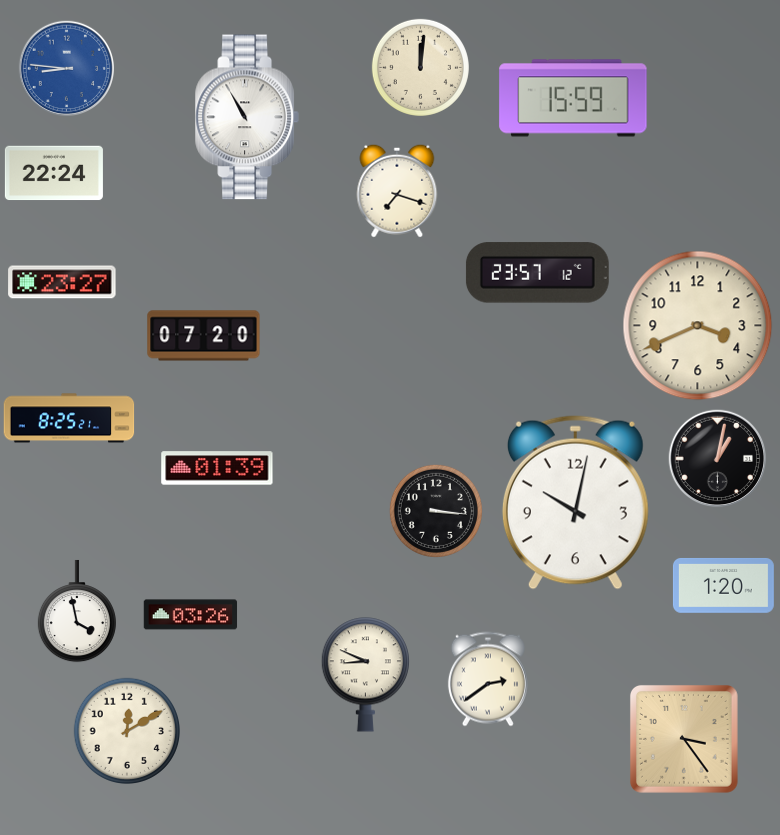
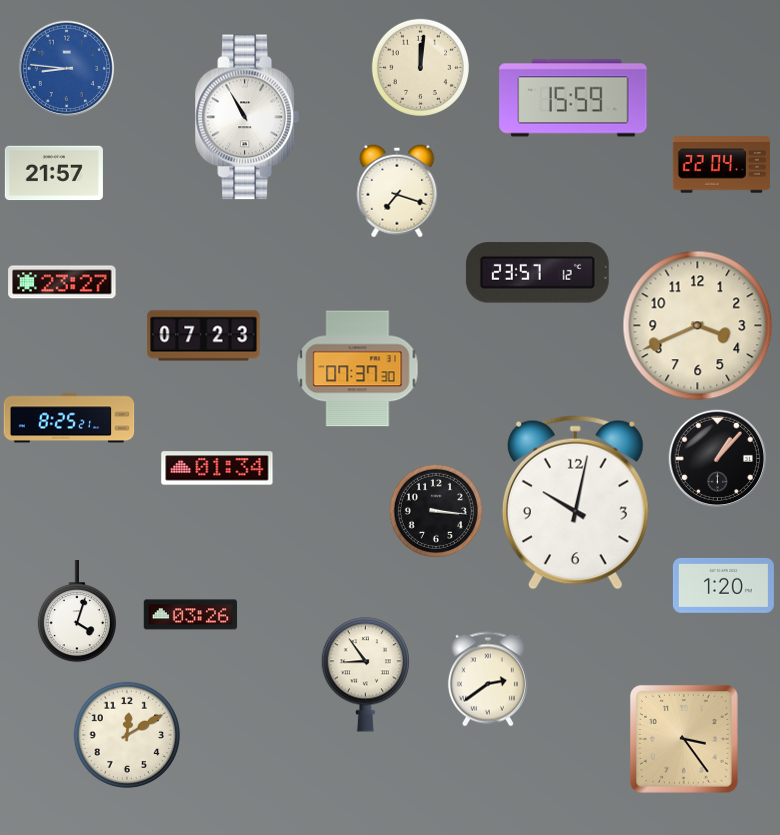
clock at (721, 165): none -> 22:04
clock at (54, 173): 22:24 -> 21:57
clock at (204, 336): 07:20 -> 07:23
clock at (358, 369): none -> 07:37
clock at (718, 459): 1:02 -> 1:07
clock at (217, 468): 01:39 -> 01:34
clock at (77, 611): 3:58 -> 4:03
clock at (365, 675): 8:49 -> 8:54
clock at (126, 730) position: (126, 730) -> (126, 734)
